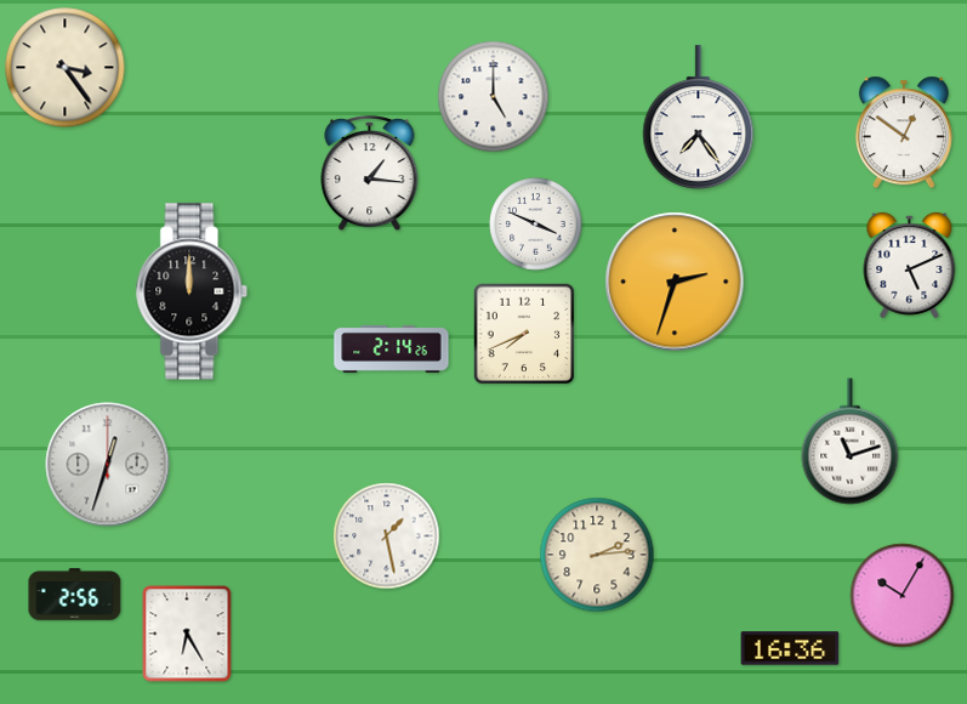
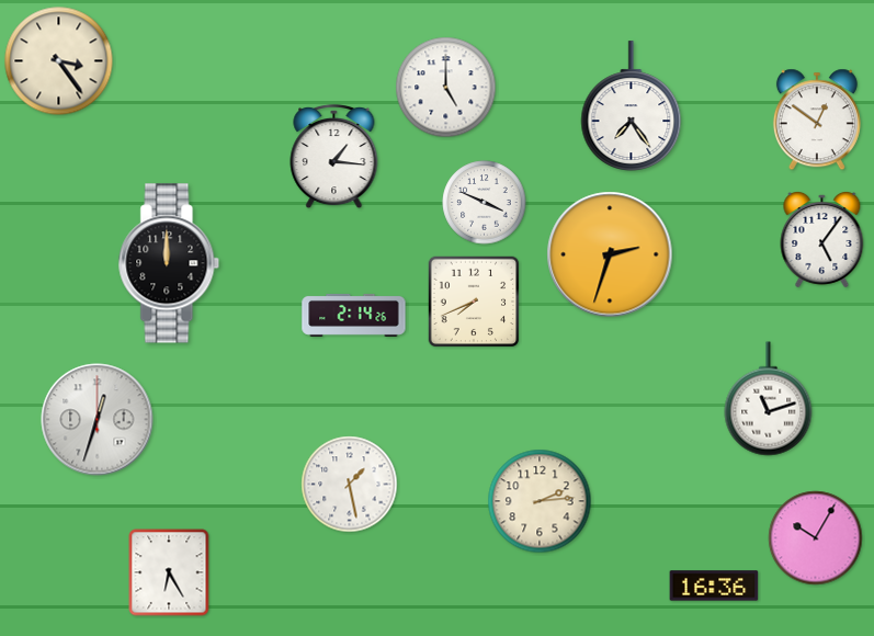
clock at (910, 265): 5:11 -> 5:06
clock at (192, 291) position: (192, 291) -> (169, 263)
clock at (75, 595): 2:56 -> none
